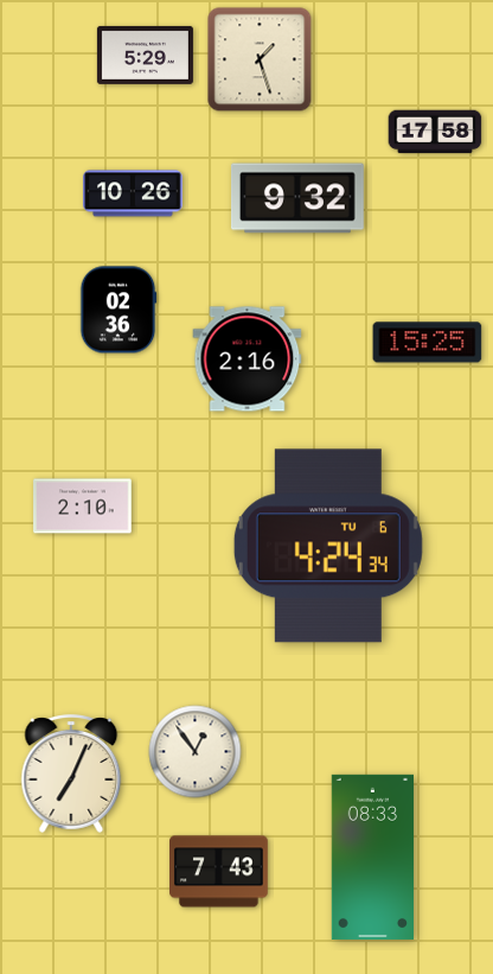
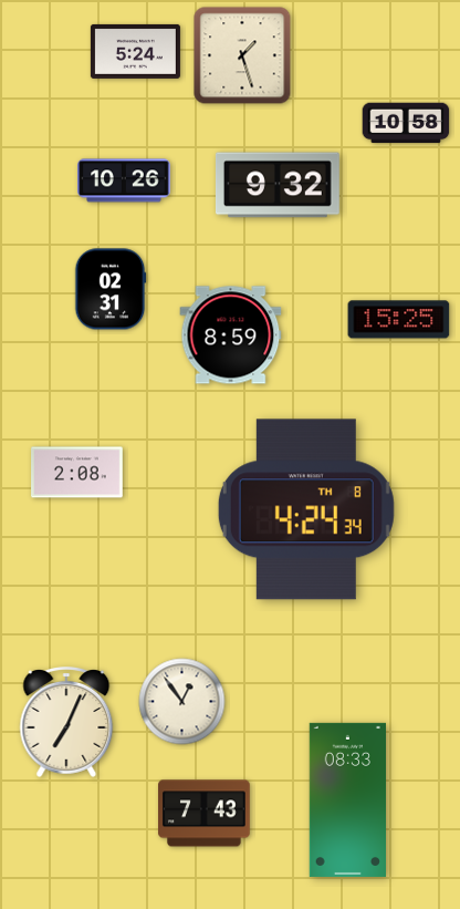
clock at (145, 55): 5:29 -> 5:24
clock at (435, 132): 17:58 -> 10:58
clock at (119, 310): 02:36 -> 02:31
clock at (248, 359): 2:16 -> 8:59
clock at (83, 507): 2:10 -> 2:08
clock at (328, 546) date: TU 6 -> TH 8
